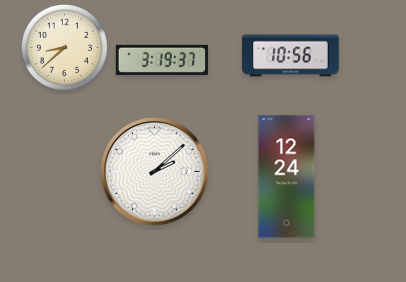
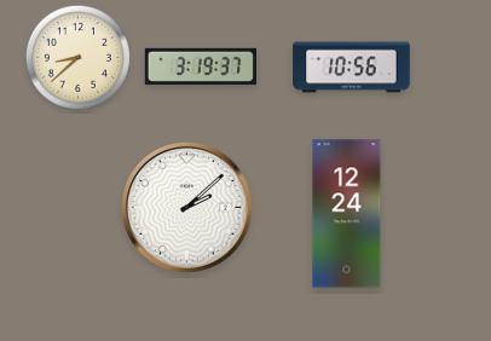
clock at (162, 60) position: (162, 60) -> (201, 67)
